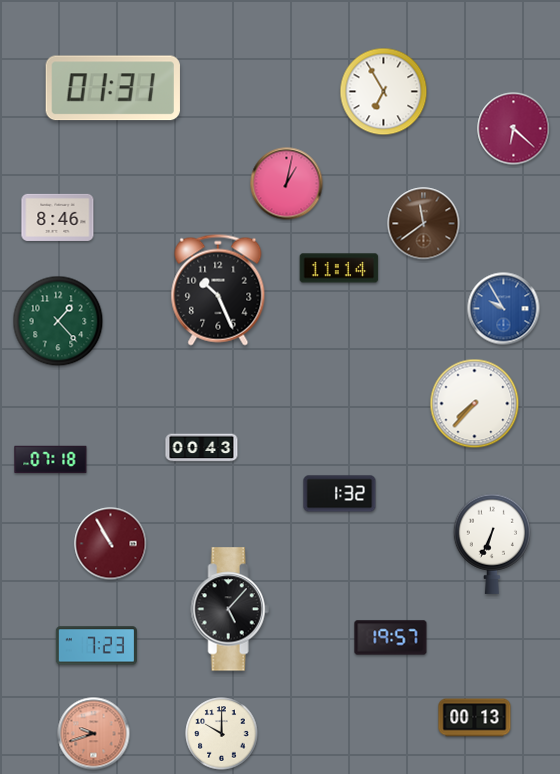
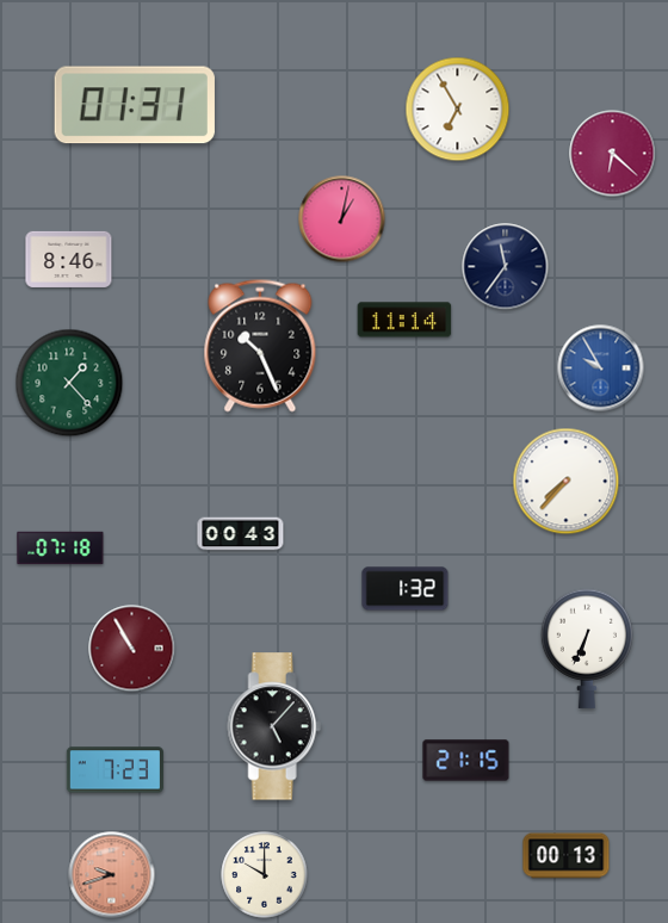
clock at (424, 224): 11:39 -> 11:36
clock at (424, 224) dial: brown -> navy
clock at (391, 638): 19:57 -> 21:15
